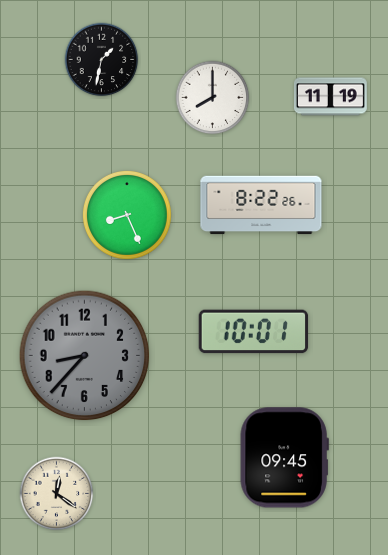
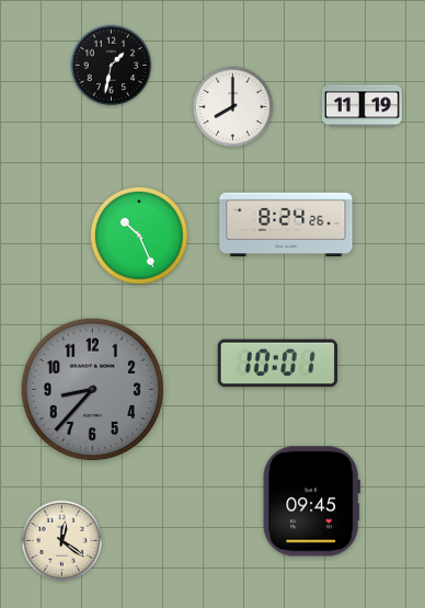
clock at (261, 205): 8:22 -> 8:24
clock at (127, 215): 8:26 -> 10:26
